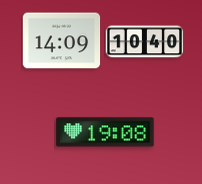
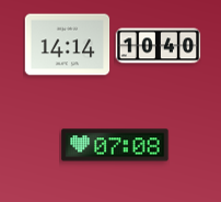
clock at (61, 41): 14:09 -> 14:14
clock at (105, 132): 19:08 -> 07:08
